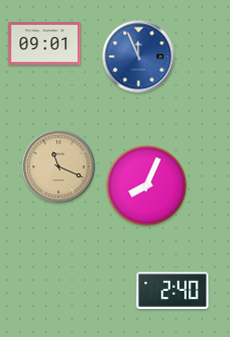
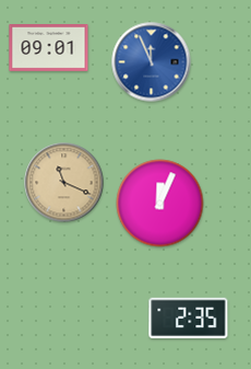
clock at (147, 186): 8:04 -> 12:04
clock at (173, 290): 2:40 -> 2:35
